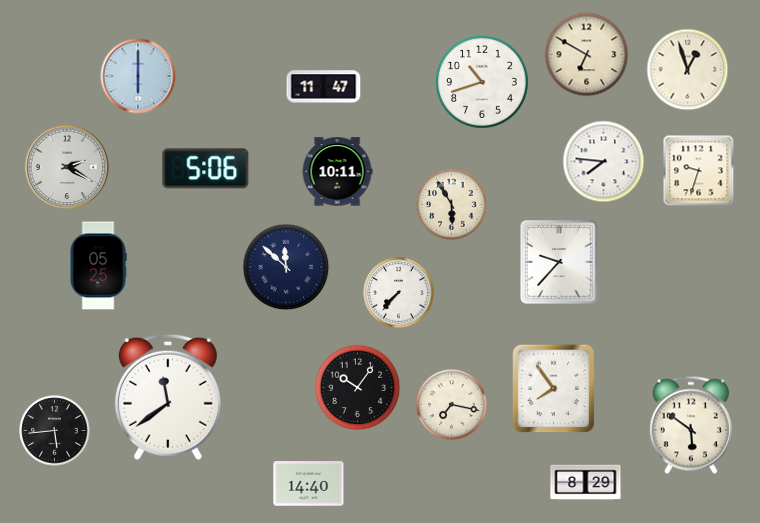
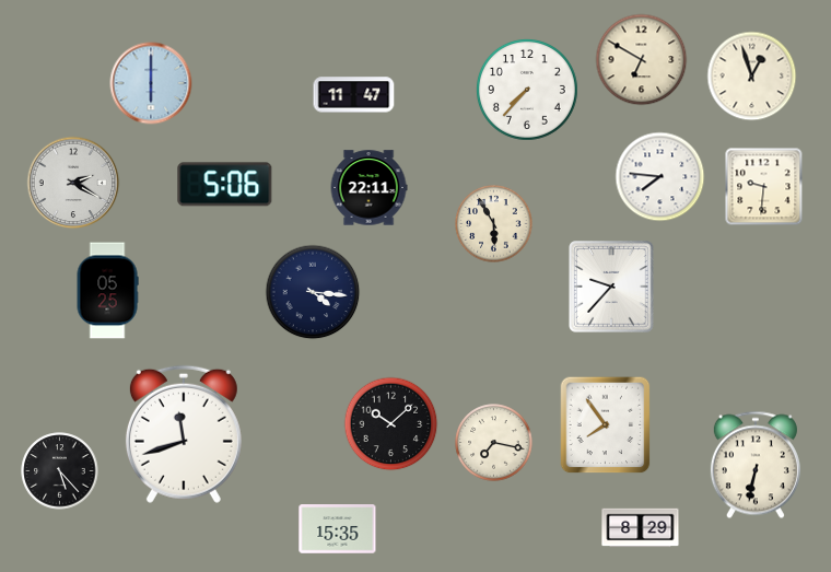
clock at (482, 82): 10:42 -> 7:37
clock at (699, 171): 9:33 -> 9:31
clock at (337, 172): 10:11 -> 22:11
clock at (286, 267): 11:52 -> 4:16
clock at (399, 293): 7:37 -> none
clock at (358, 388): 10:06 -> 10:08
clock at (168, 397): 11:39 -> 11:42
clock at (691, 425): 5:51 -> 6:32
clock at (55, 431): 5:44 -> 5:23
clock at (309, 484): 14:40 -> 15:35
